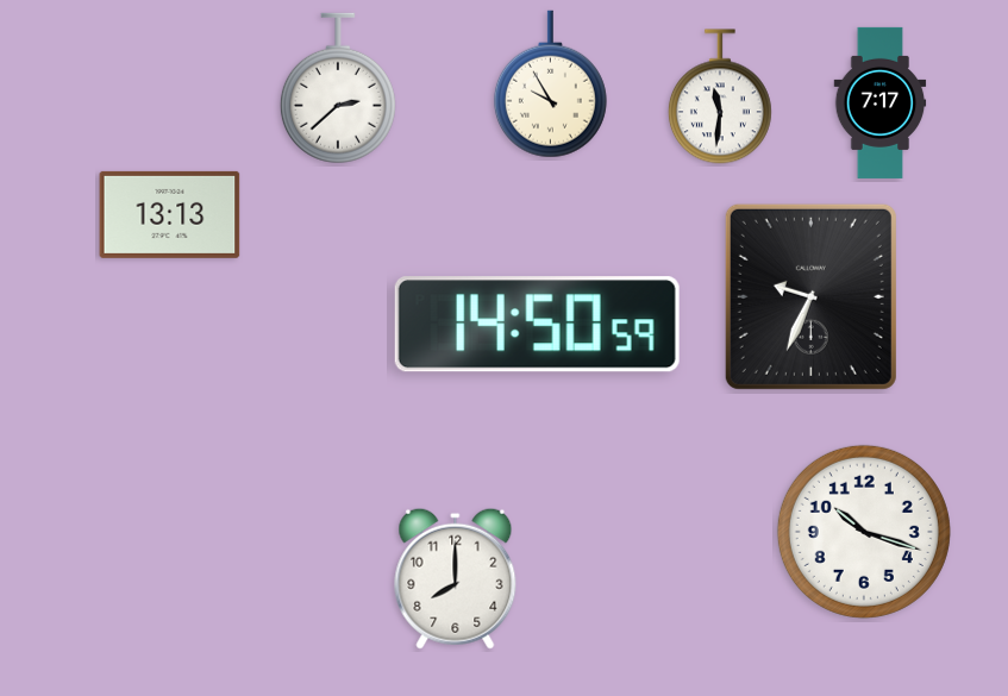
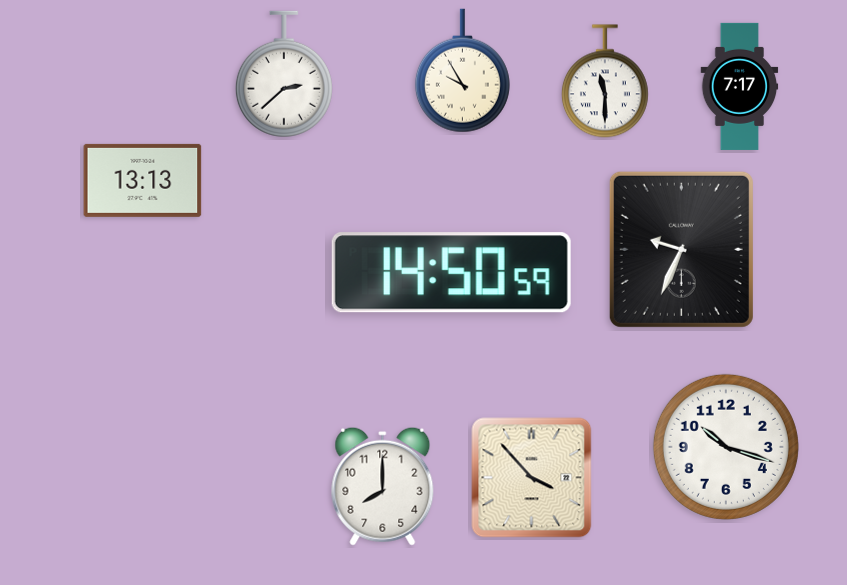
clock at (720, 96): 11:31 -> 11:30
clock at (532, 478): none -> 3:53
